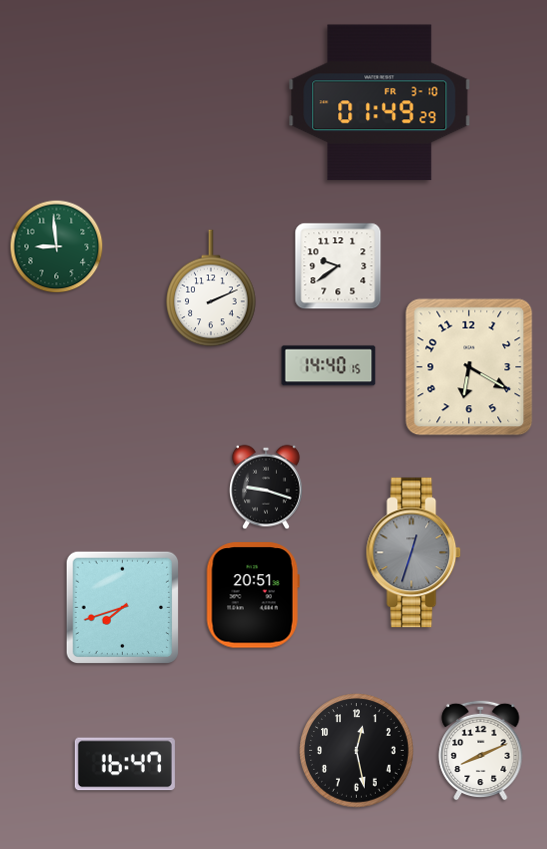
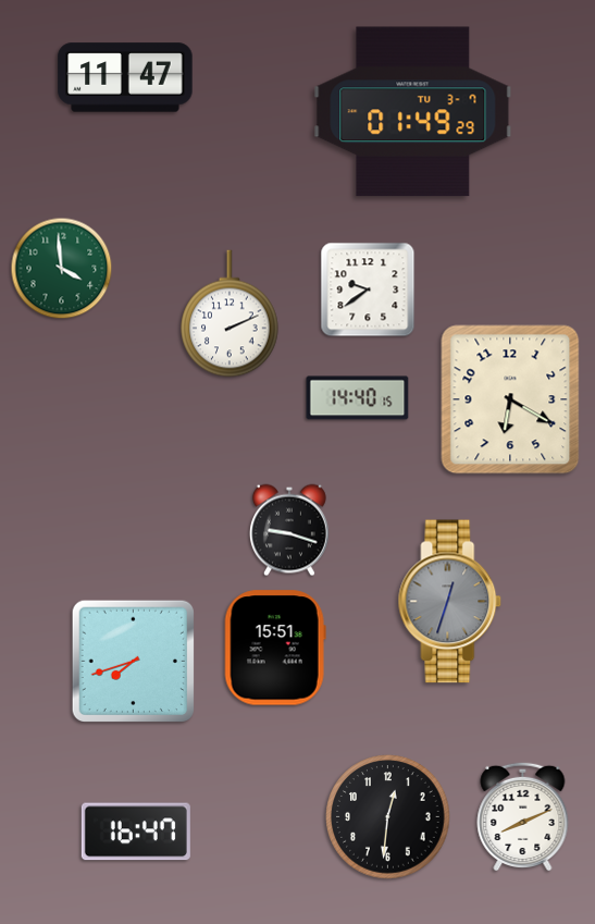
clock at (125, 77): none -> 11:47
clock at (380, 103) date: FR 3-10 -> TU 3-7
clock at (57, 247): 8:59 -> 3:59
clock at (253, 595): 20:51 -> 15:51
clock at (357, 751): 12:28 -> 12:31
